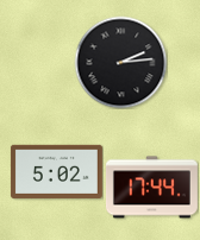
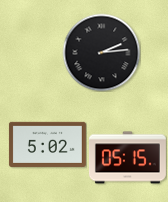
clock at (151, 188): 17:44 -> 05:15
